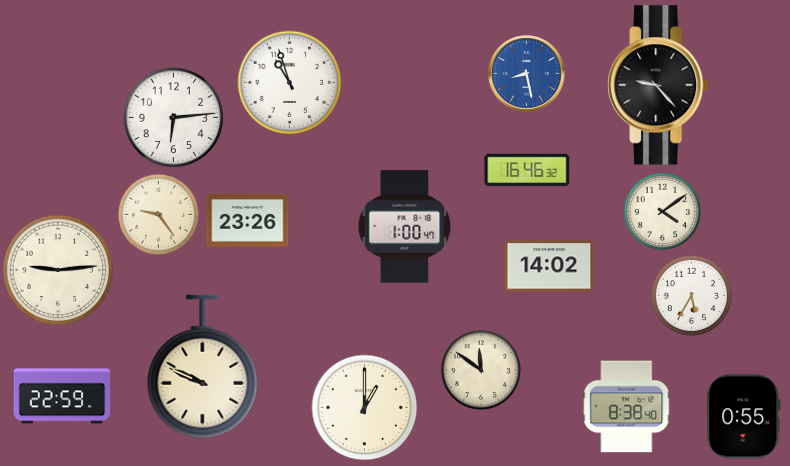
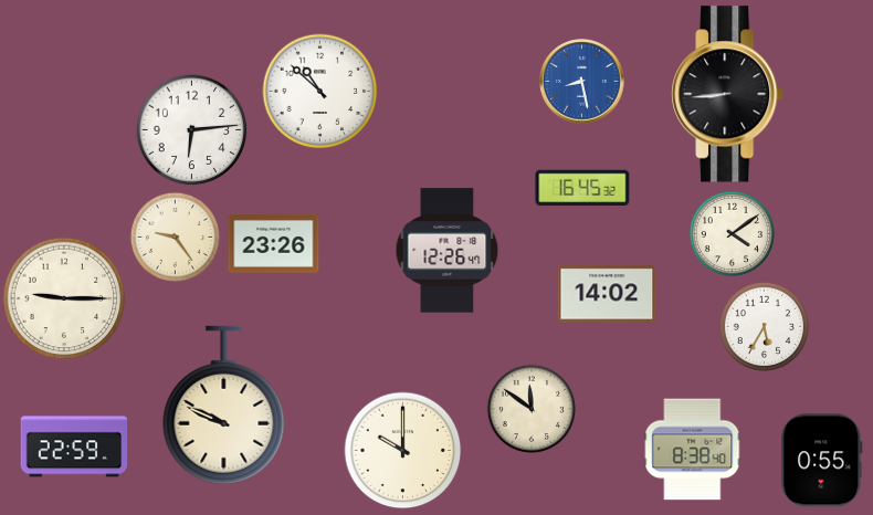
clock at (290, 83): 10:57 -> 10:52
clock at (658, 85): 9:23 -> 8:44
clock at (527, 170): 16:46 -> 16:45
clock at (405, 227): 1:00 -> 12:26
clock at (58, 270): 9:14 -> 9:15
clock at (62, 396) position: (62, 396) -> (74, 446)
clock at (365, 408): 1:00 -> 10:00
